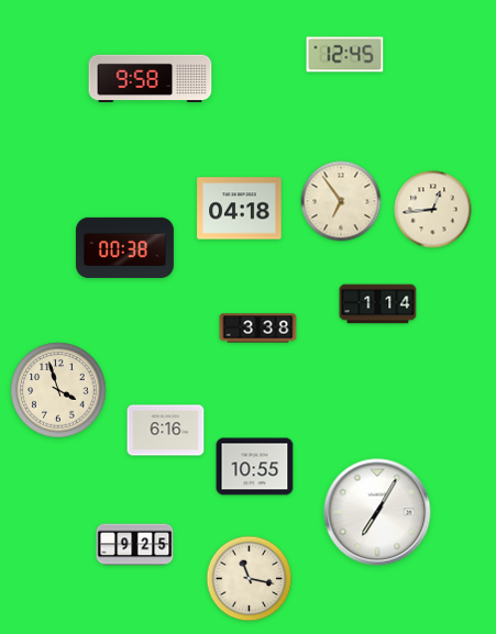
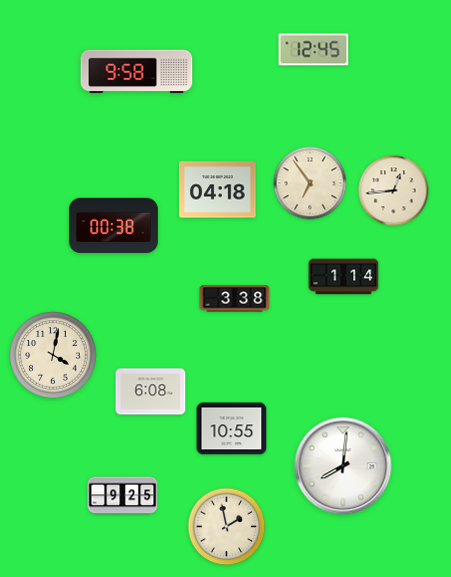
clock at (58, 390): 3:57 -> 4:02
clock at (166, 431): 6:16 -> 6:08
clock at (255, 467) position: (255, 467) -> (232, 429)
clock at (377, 512): 7:05 -> 8:01
clock at (250, 579): 11:17 -> 1:58
